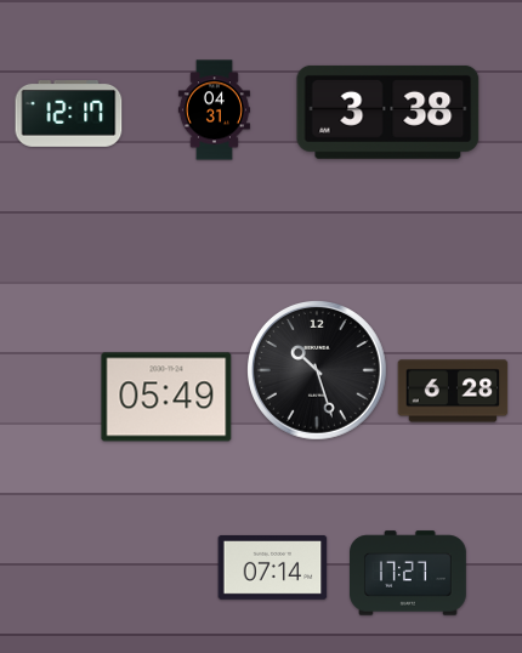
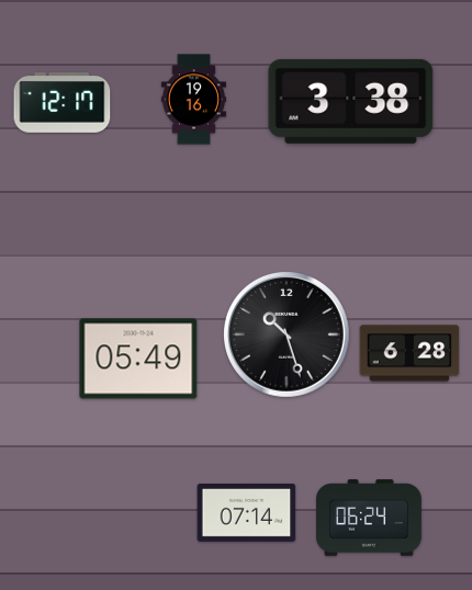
clock at (214, 110): 04:31 -> 19:16
clock at (166, 397) position: (166, 397) -> (138, 359)
clock at (409, 573): 17:27 -> 06:24
